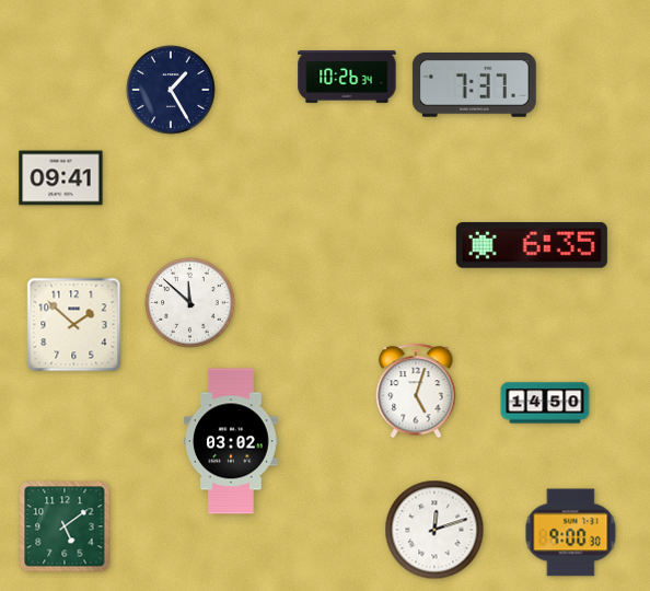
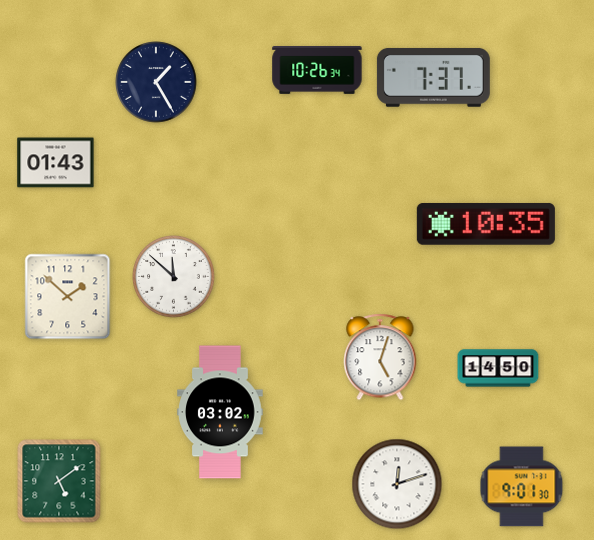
clock at (61, 178): 09:41 -> 01:43
clock at (532, 245): 6:35 -> 10:35
clock at (231, 441) position: (231, 441) -> (220, 412)
clock at (571, 533): 9:00 -> 9:01
